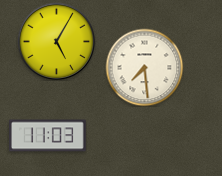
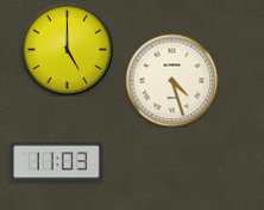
clock at (56, 41): 5:05 -> 5:00
clock at (144, 67): 7:29 -> 4:27
